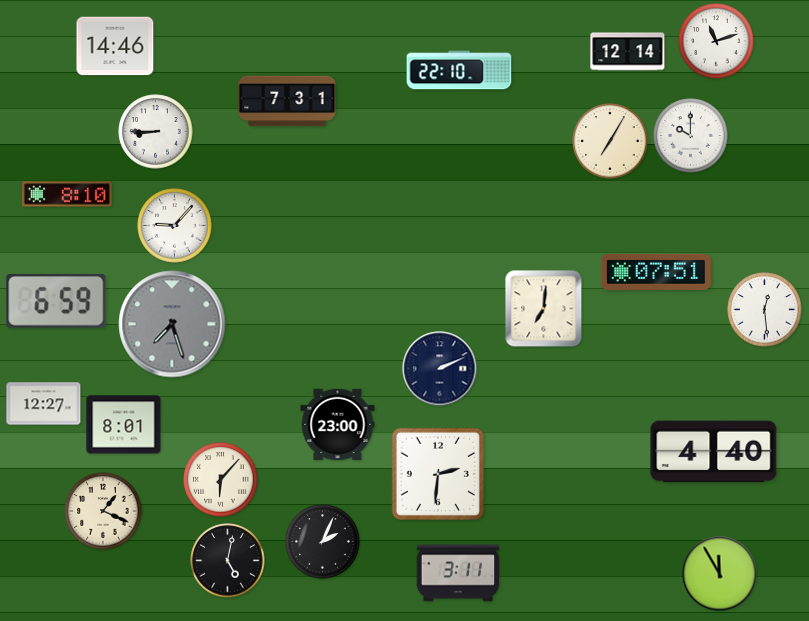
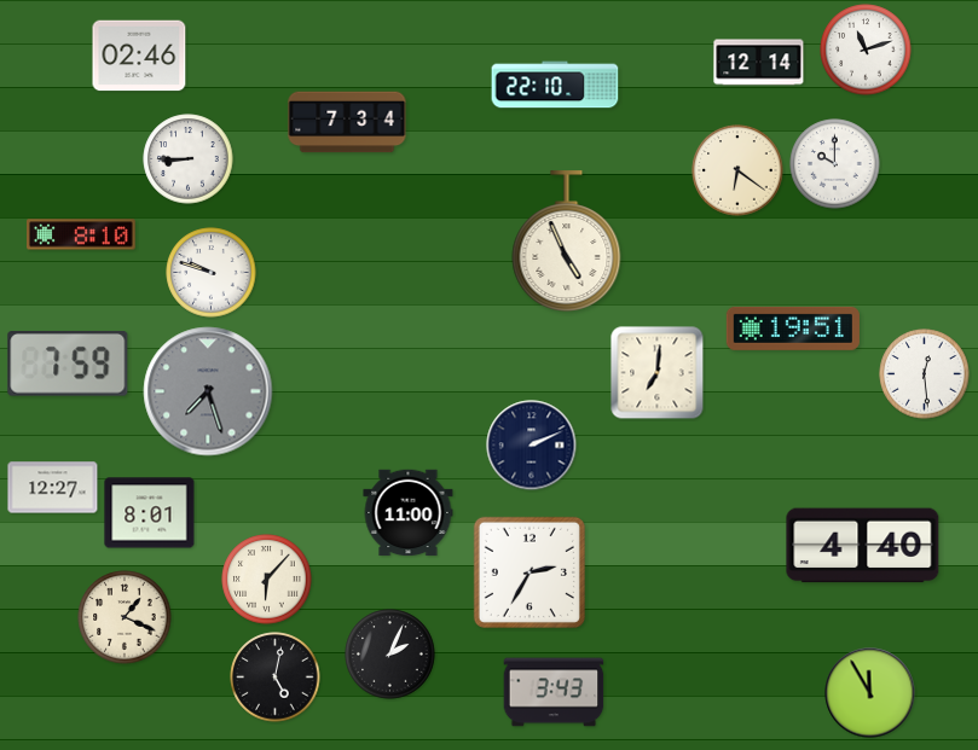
clock at (115, 46): 14:46 -> 02:46
clock at (287, 101): 7:31 -> 7:34
clock at (610, 141): 7:05 -> 6:21
clock at (567, 242): none -> 4:56
clock at (175, 226): 9:07 -> 9:48
clock at (656, 272): 07:51 -> 19:51
clock at (56, 302): 6:59 -> 7:59
clock at (338, 425): 23:00 -> 11:00
clock at (438, 474): 2:31 -> 2:35
clock at (458, 573): 3:11 -> 3:43
